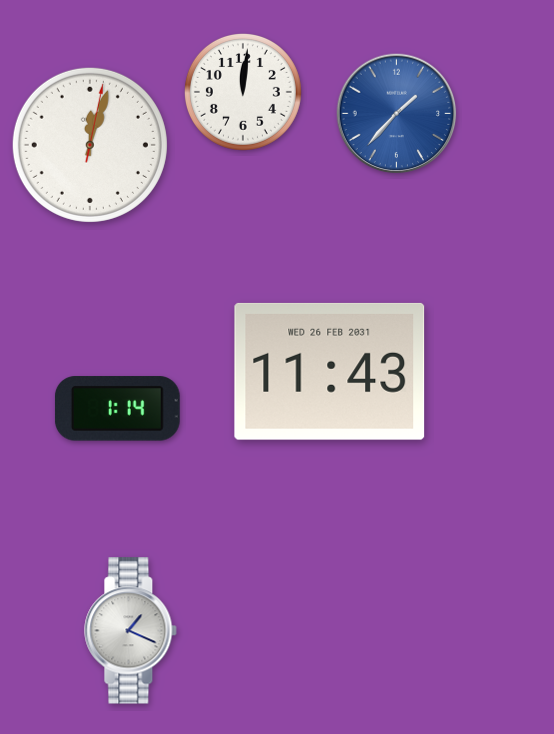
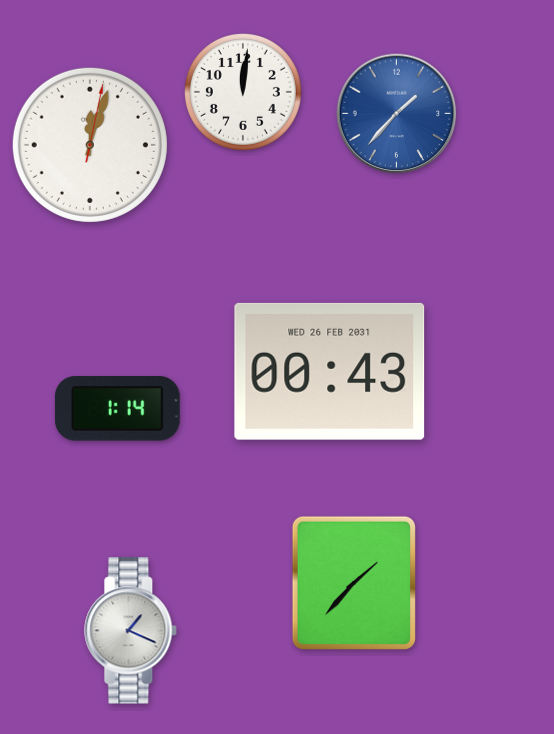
clock at (330, 371): 11:43 -> 00:43
clock at (354, 583): none -> 1:37
